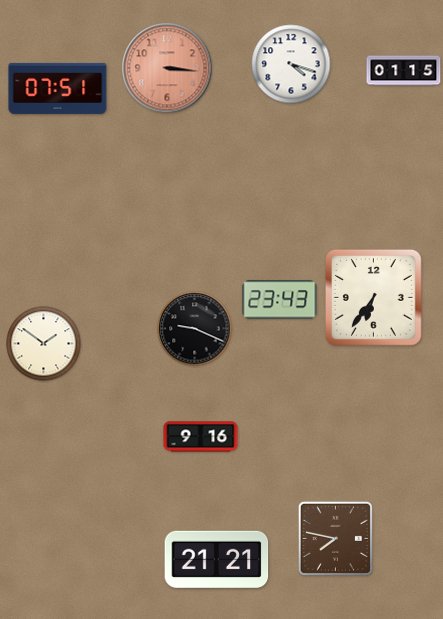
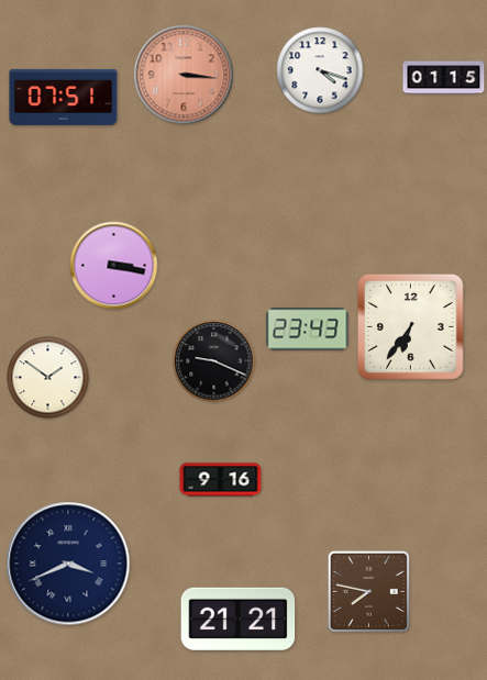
clock at (114, 266): none -> 3:17
clock at (68, 564): none -> 3:41
clock at (217, 559) position: (217, 559) -> (239, 618)
